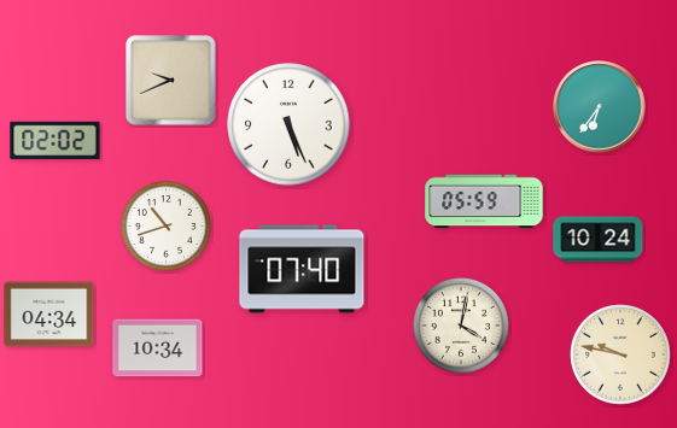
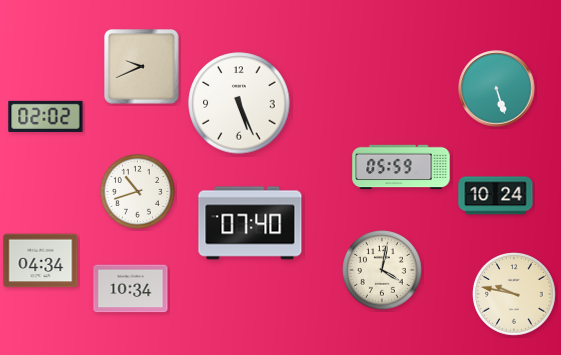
clock at (600, 107): 6:36 -> 5:27
clock at (165, 225) position: (165, 225) -> (137, 191)
clock at (599, 240) position: (599, 240) -> (496, 196)
